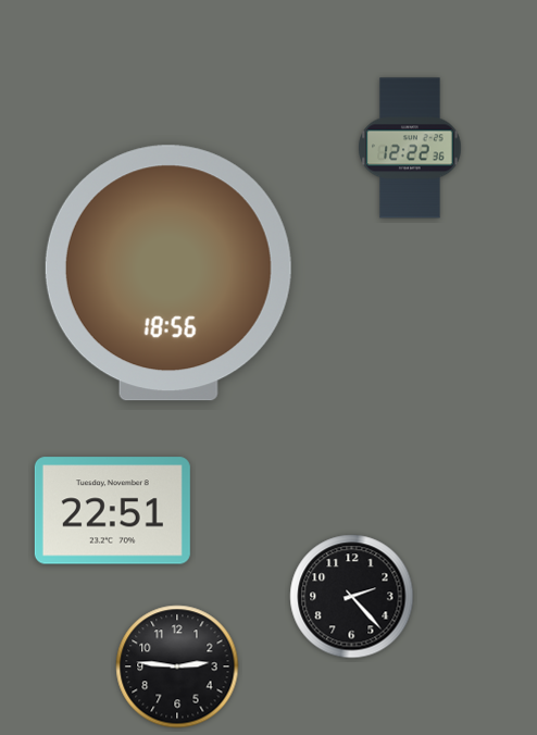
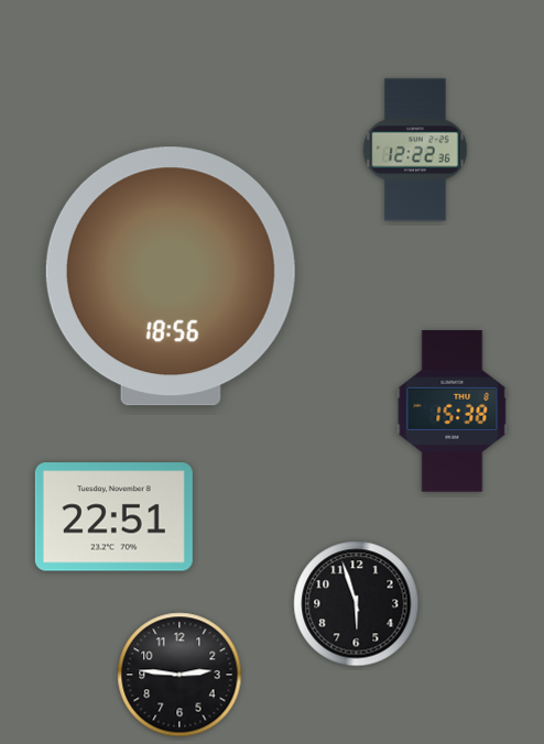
clock at (453, 412): none -> 15:38
clock at (352, 597): 2:23 -> 5:57
